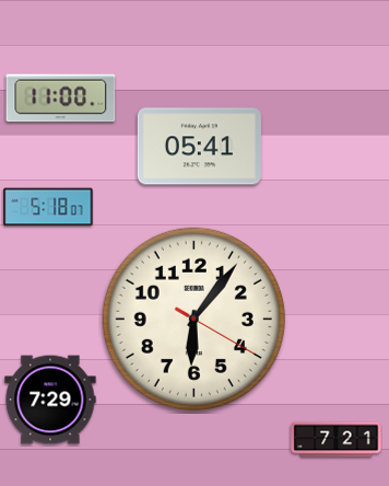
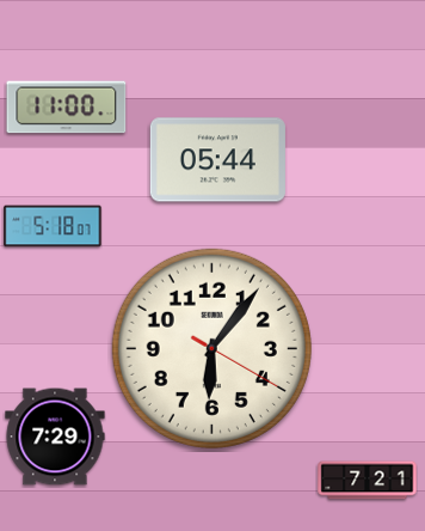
clock at (199, 147): 05:41 -> 05:44
